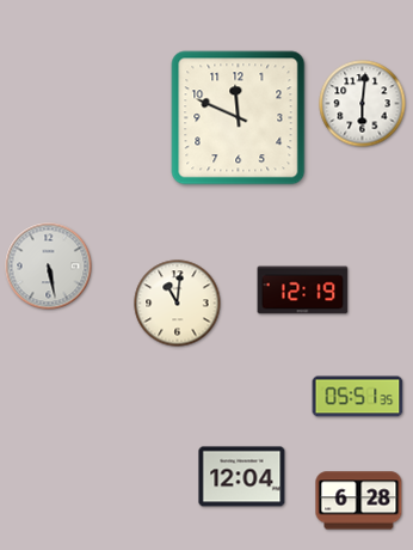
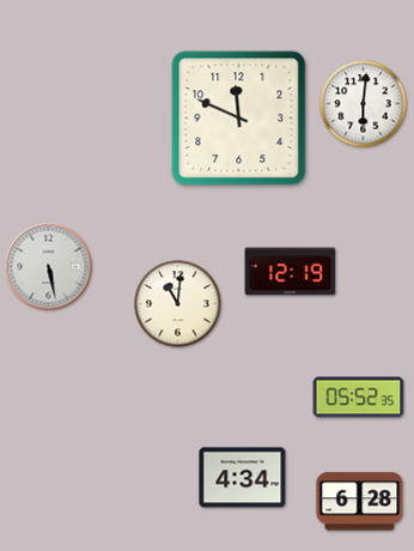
clock at (303, 291) position: (303, 291) -> (291, 272)
clock at (358, 397): 05:51 -> 05:52
clock at (242, 477): 12:04 -> 4:34
